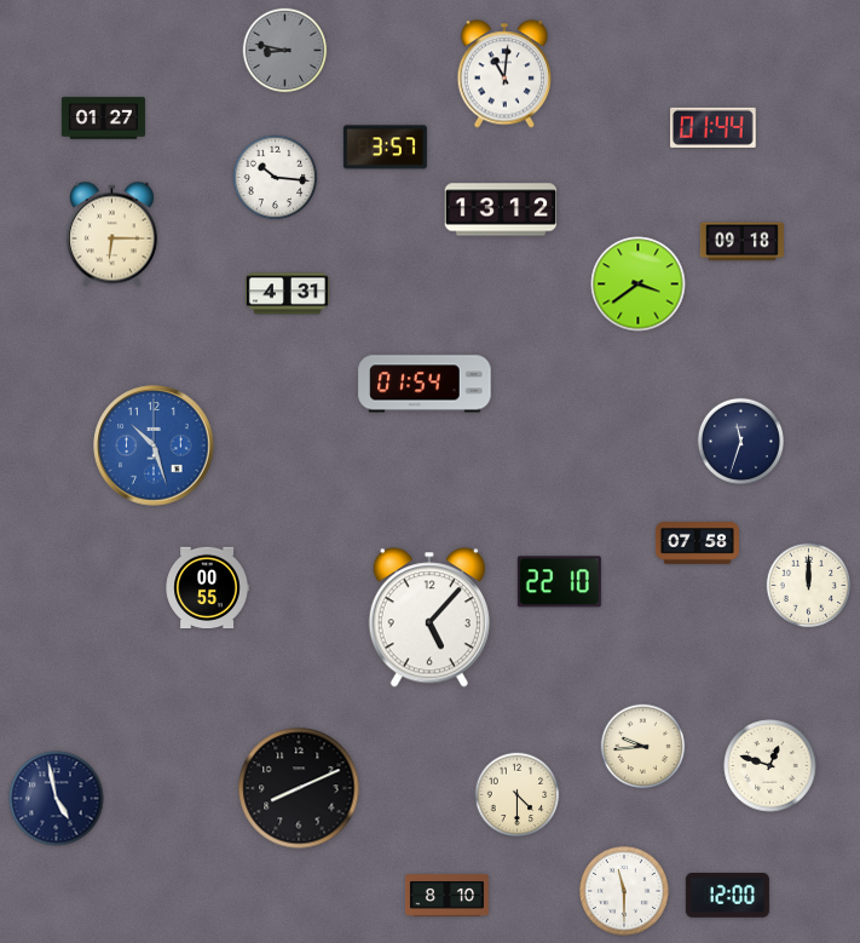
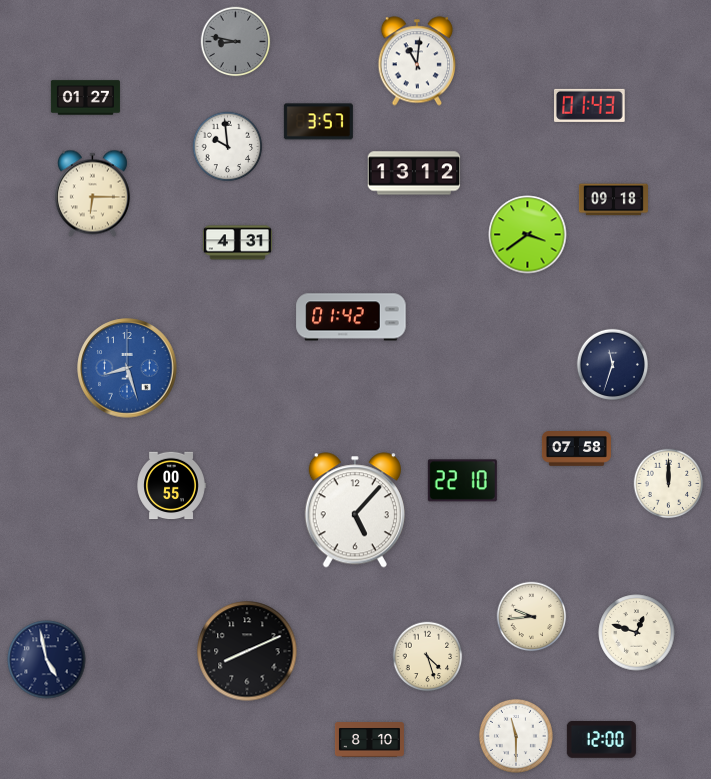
clock at (714, 127): 01:44 -> 01:43
clock at (276, 178): 10:16 -> 9:59
clock at (425, 384): 01:54 -> 01:42
clock at (154, 445): 10:27 -> 8:27
clock at (518, 795): 4:30 -> 4:27
